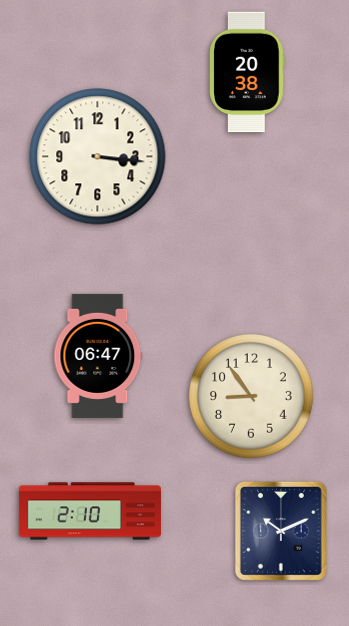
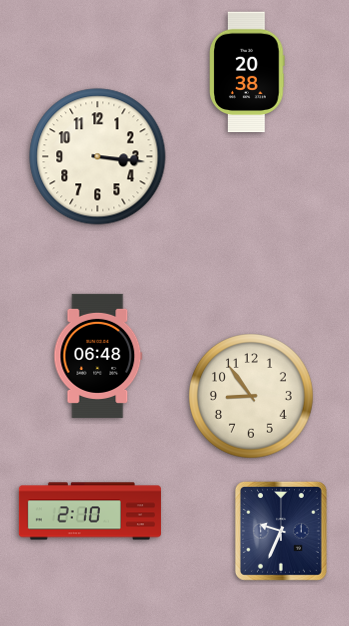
clock at (98, 356): 06:47 -> 06:48
clock at (281, 531): 10:11 -> 9:34
